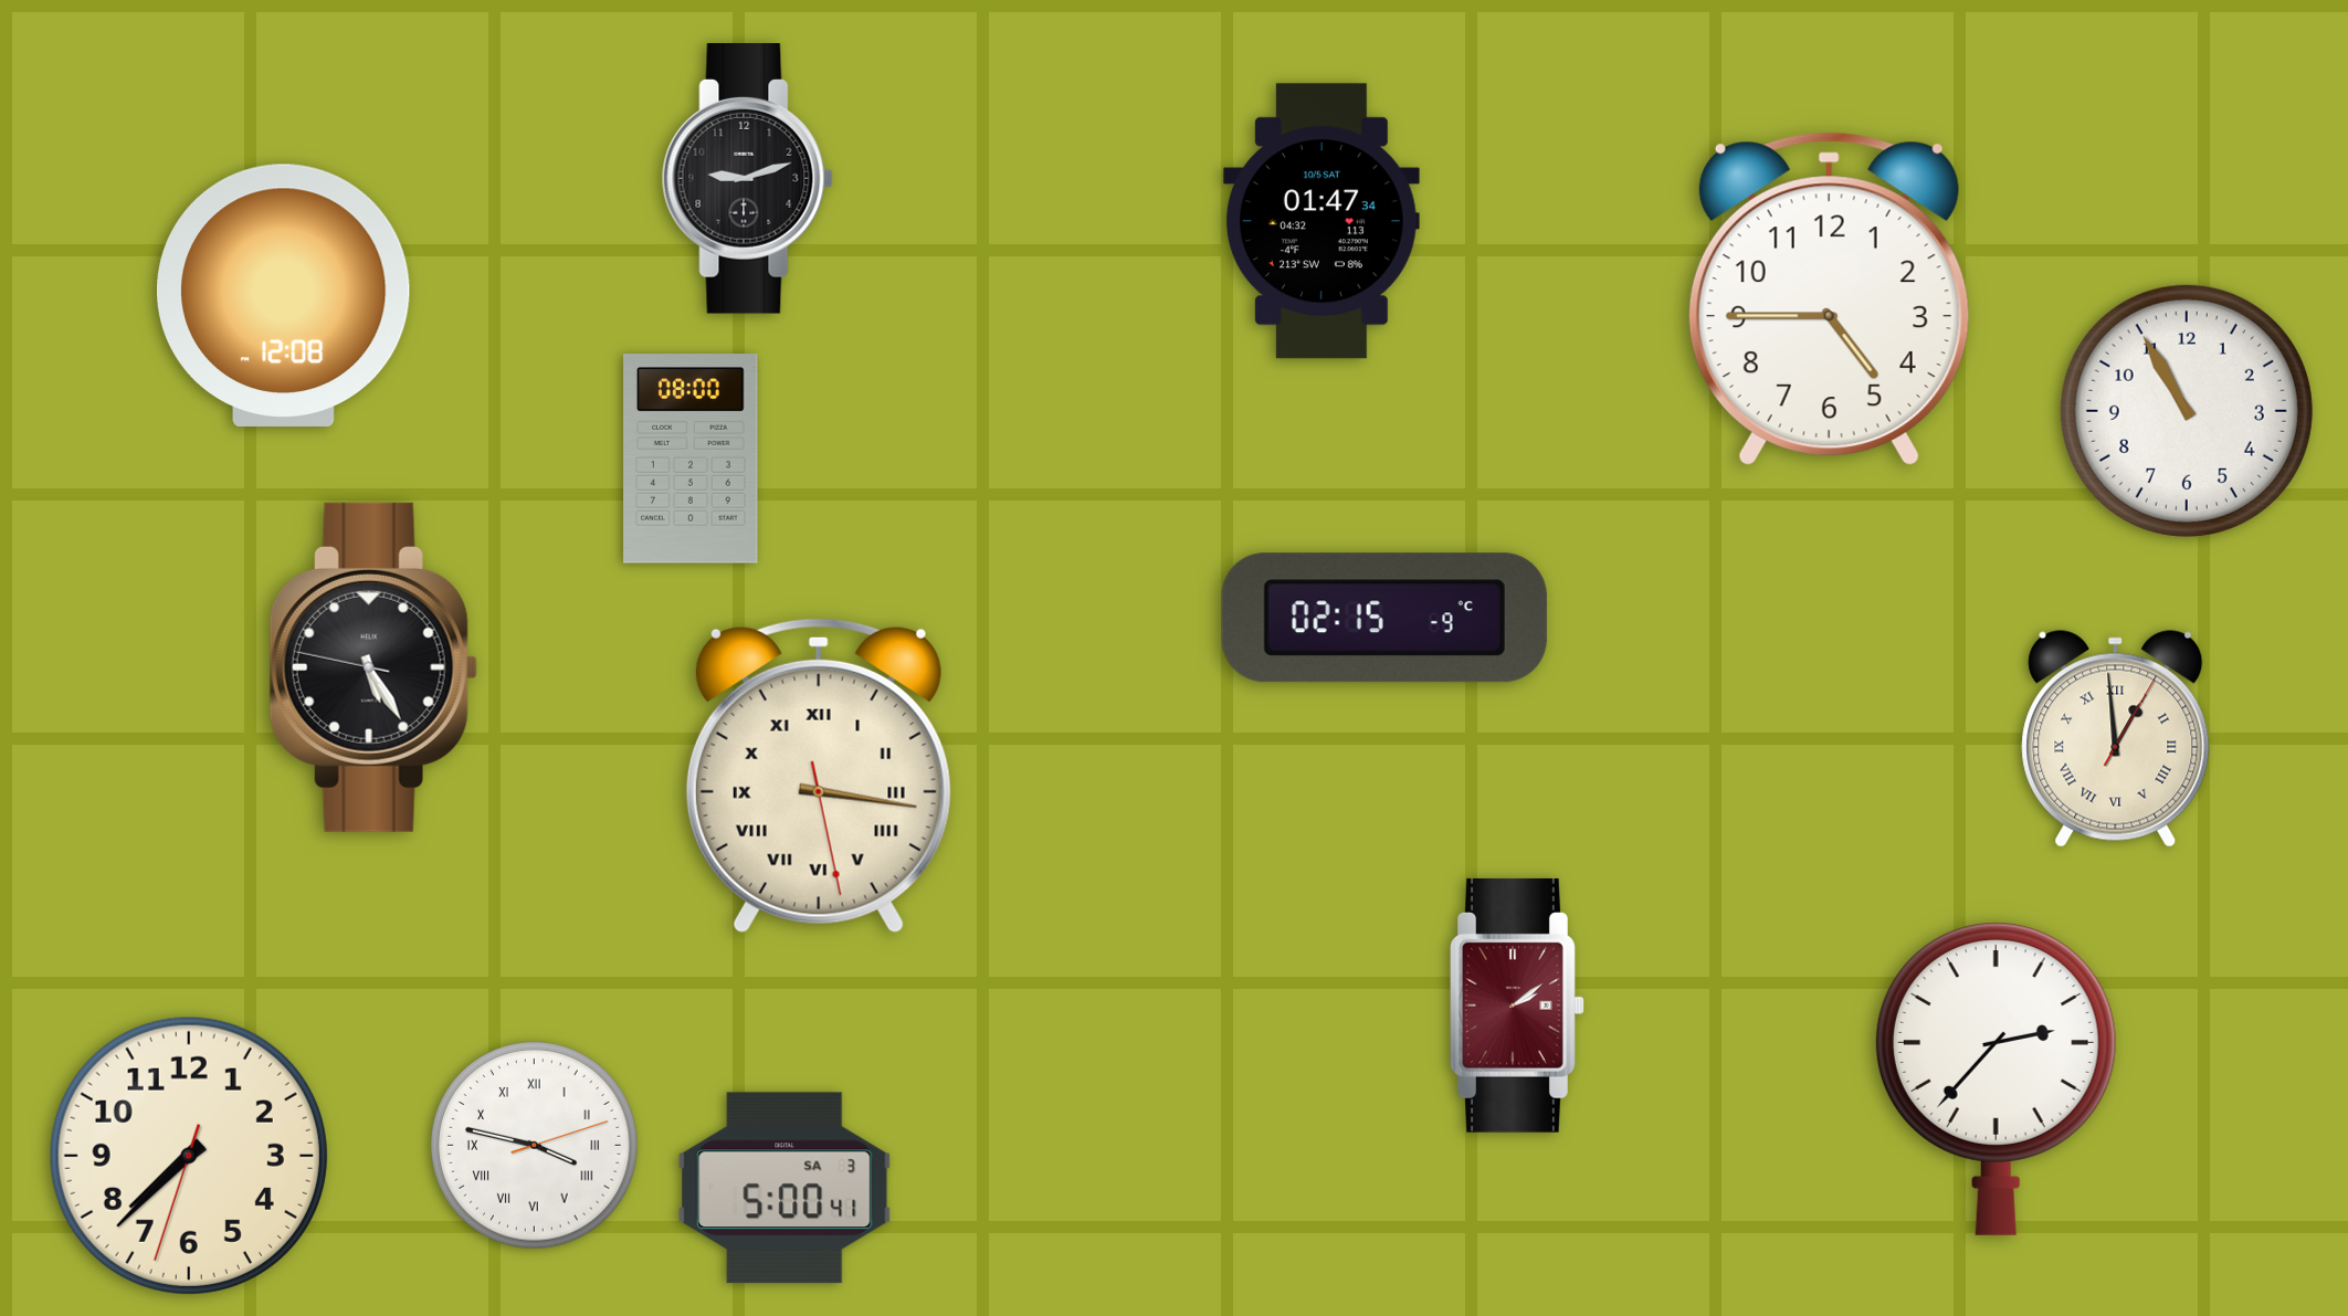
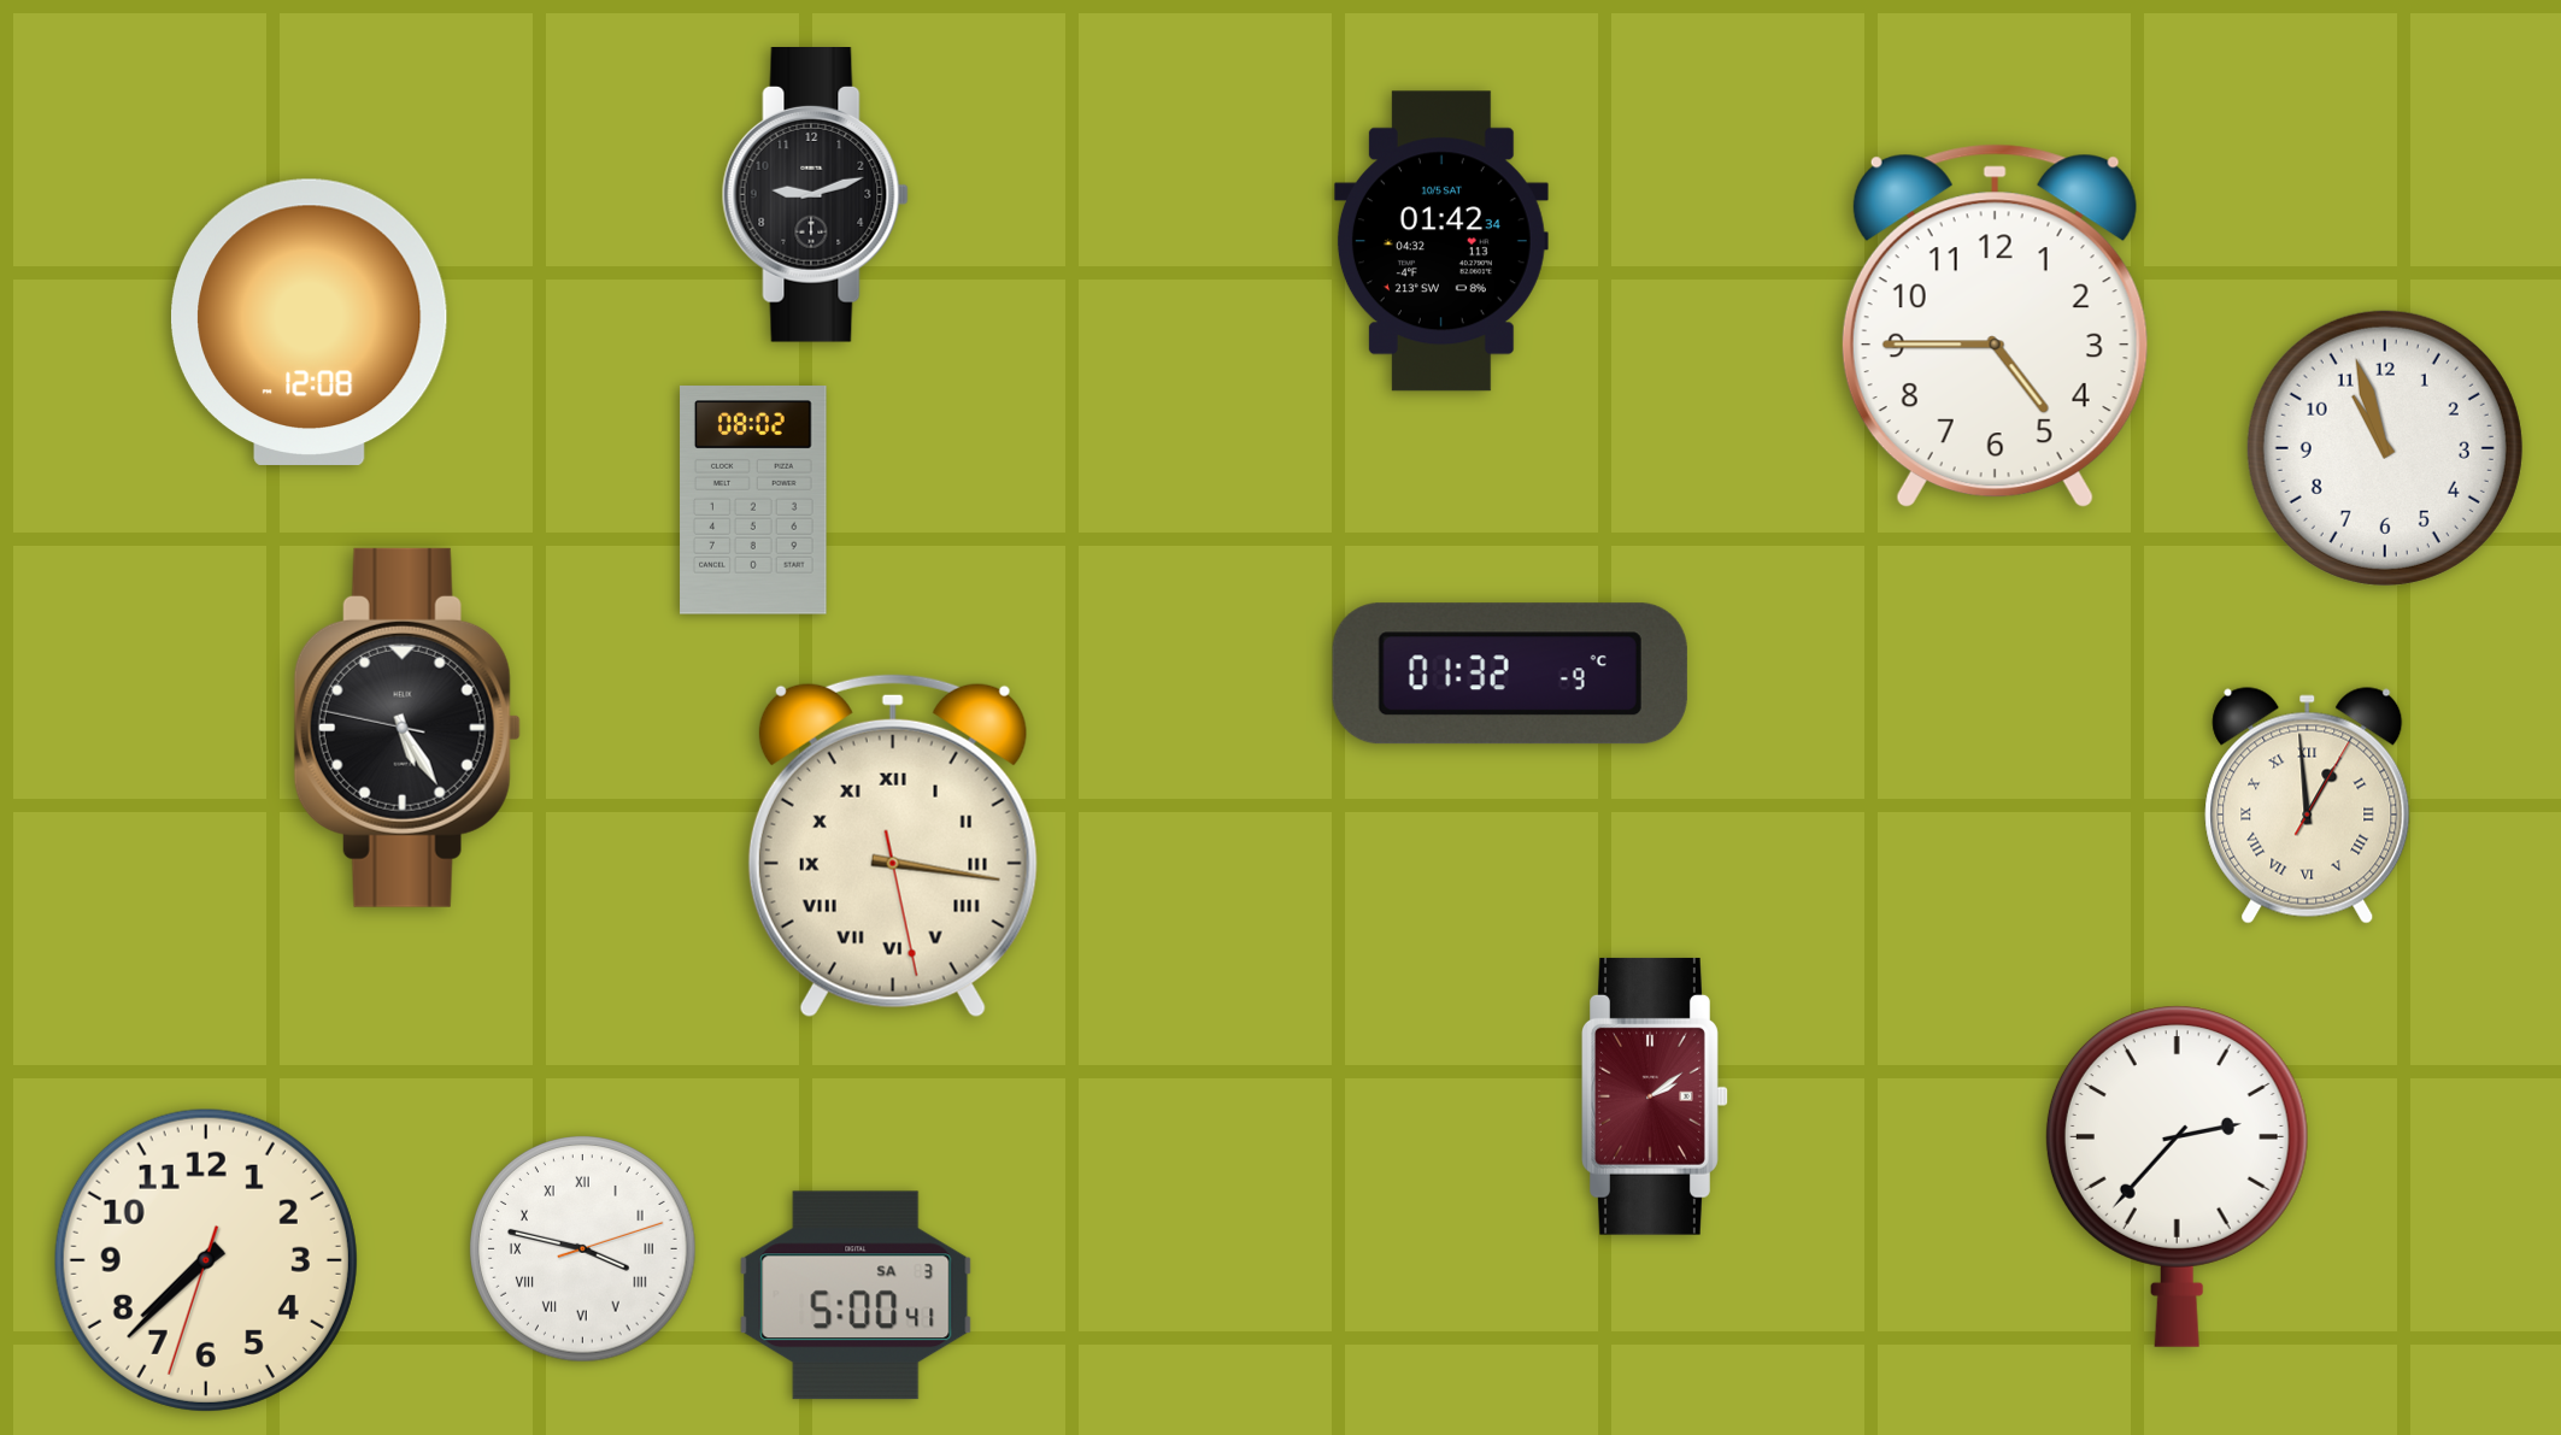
clock at (1322, 221): 01:47 -> 01:42
clock at (2187, 411): 10:55 -> 10:57
clock at (691, 459): 08:00 -> 08:02
clock at (1384, 618): 02:15 -> 01:32
